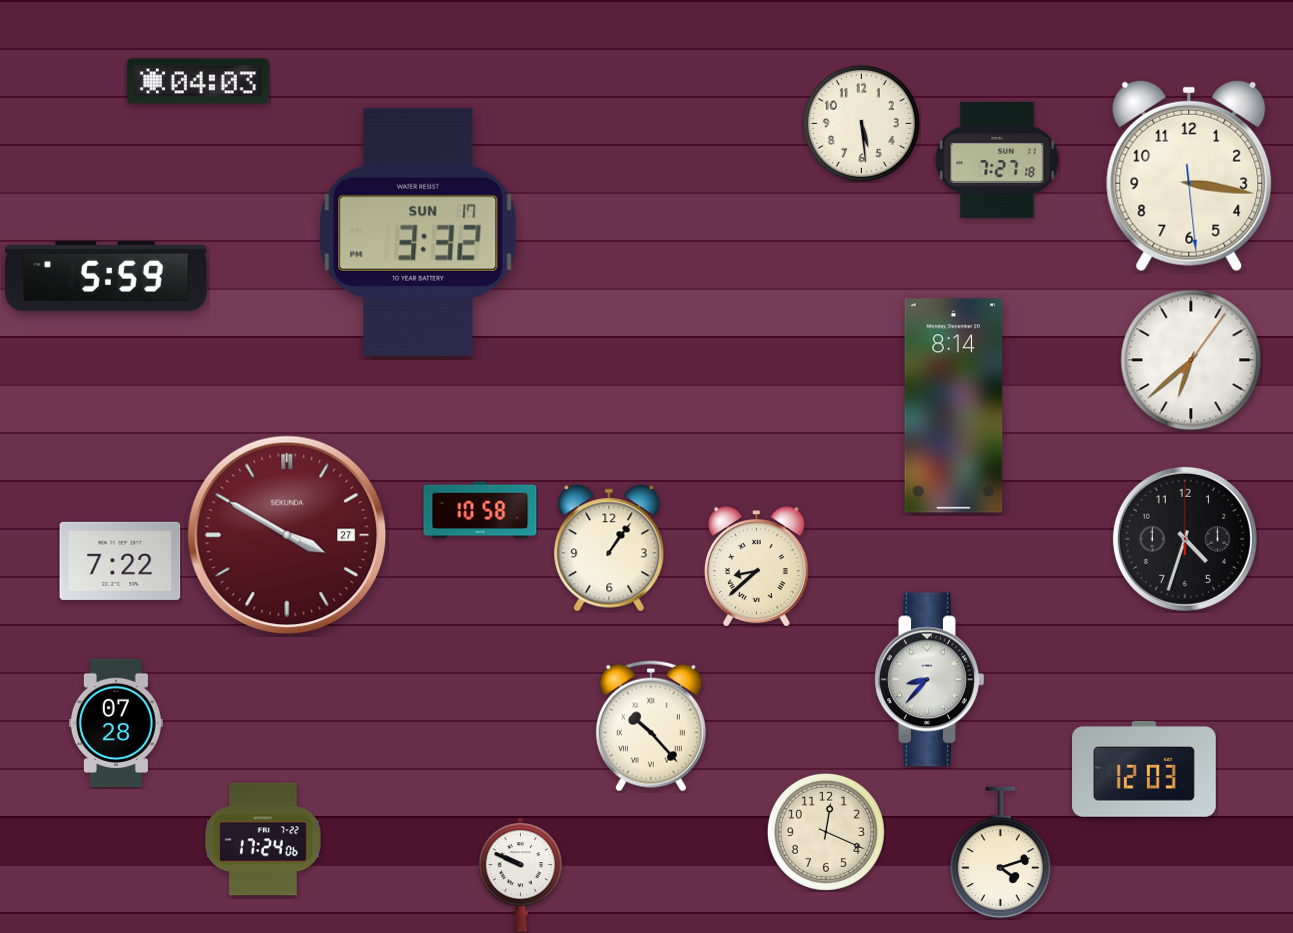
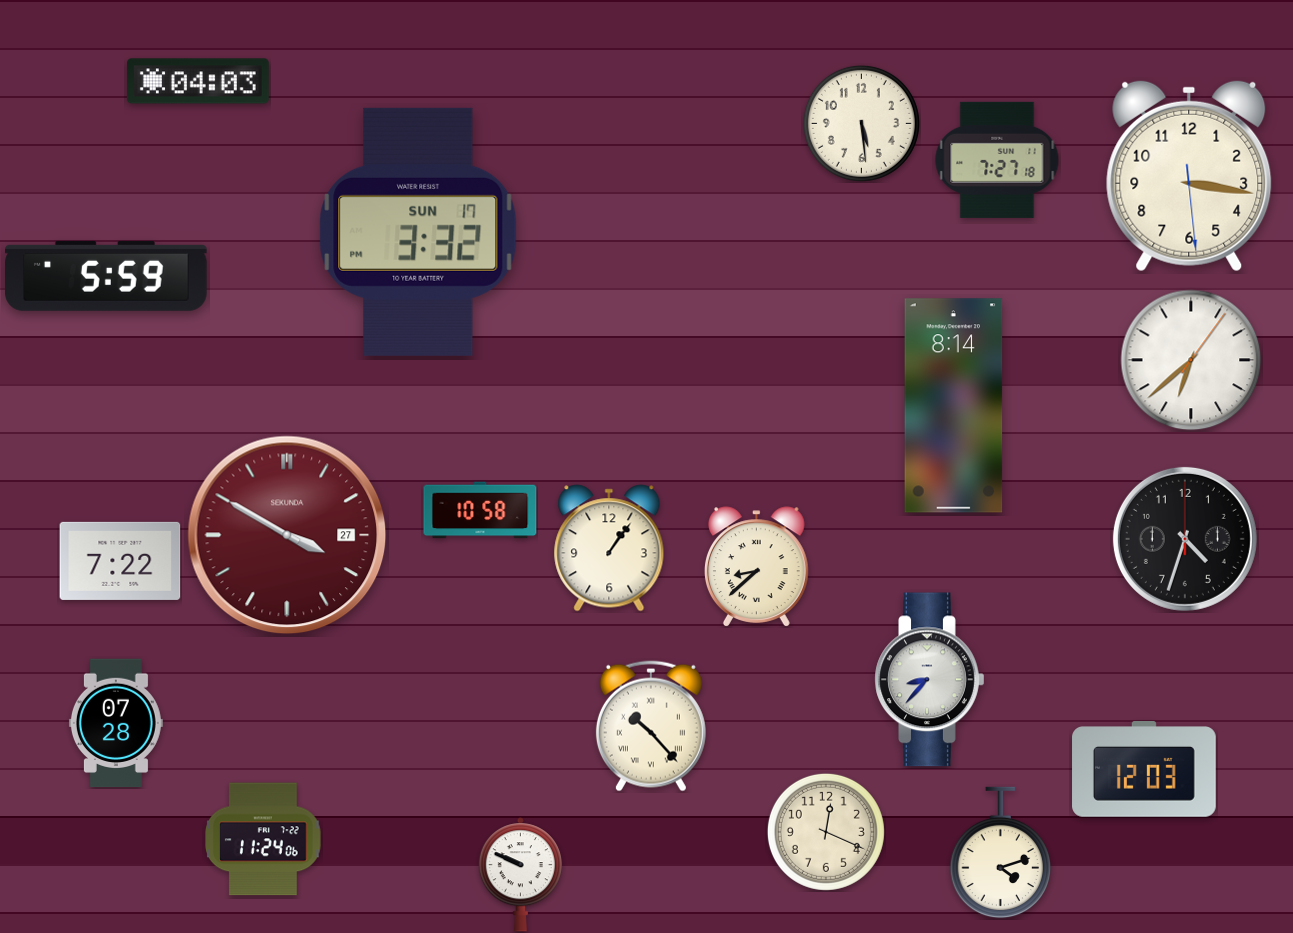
clock at (264, 839): 17:24 -> 11:24
